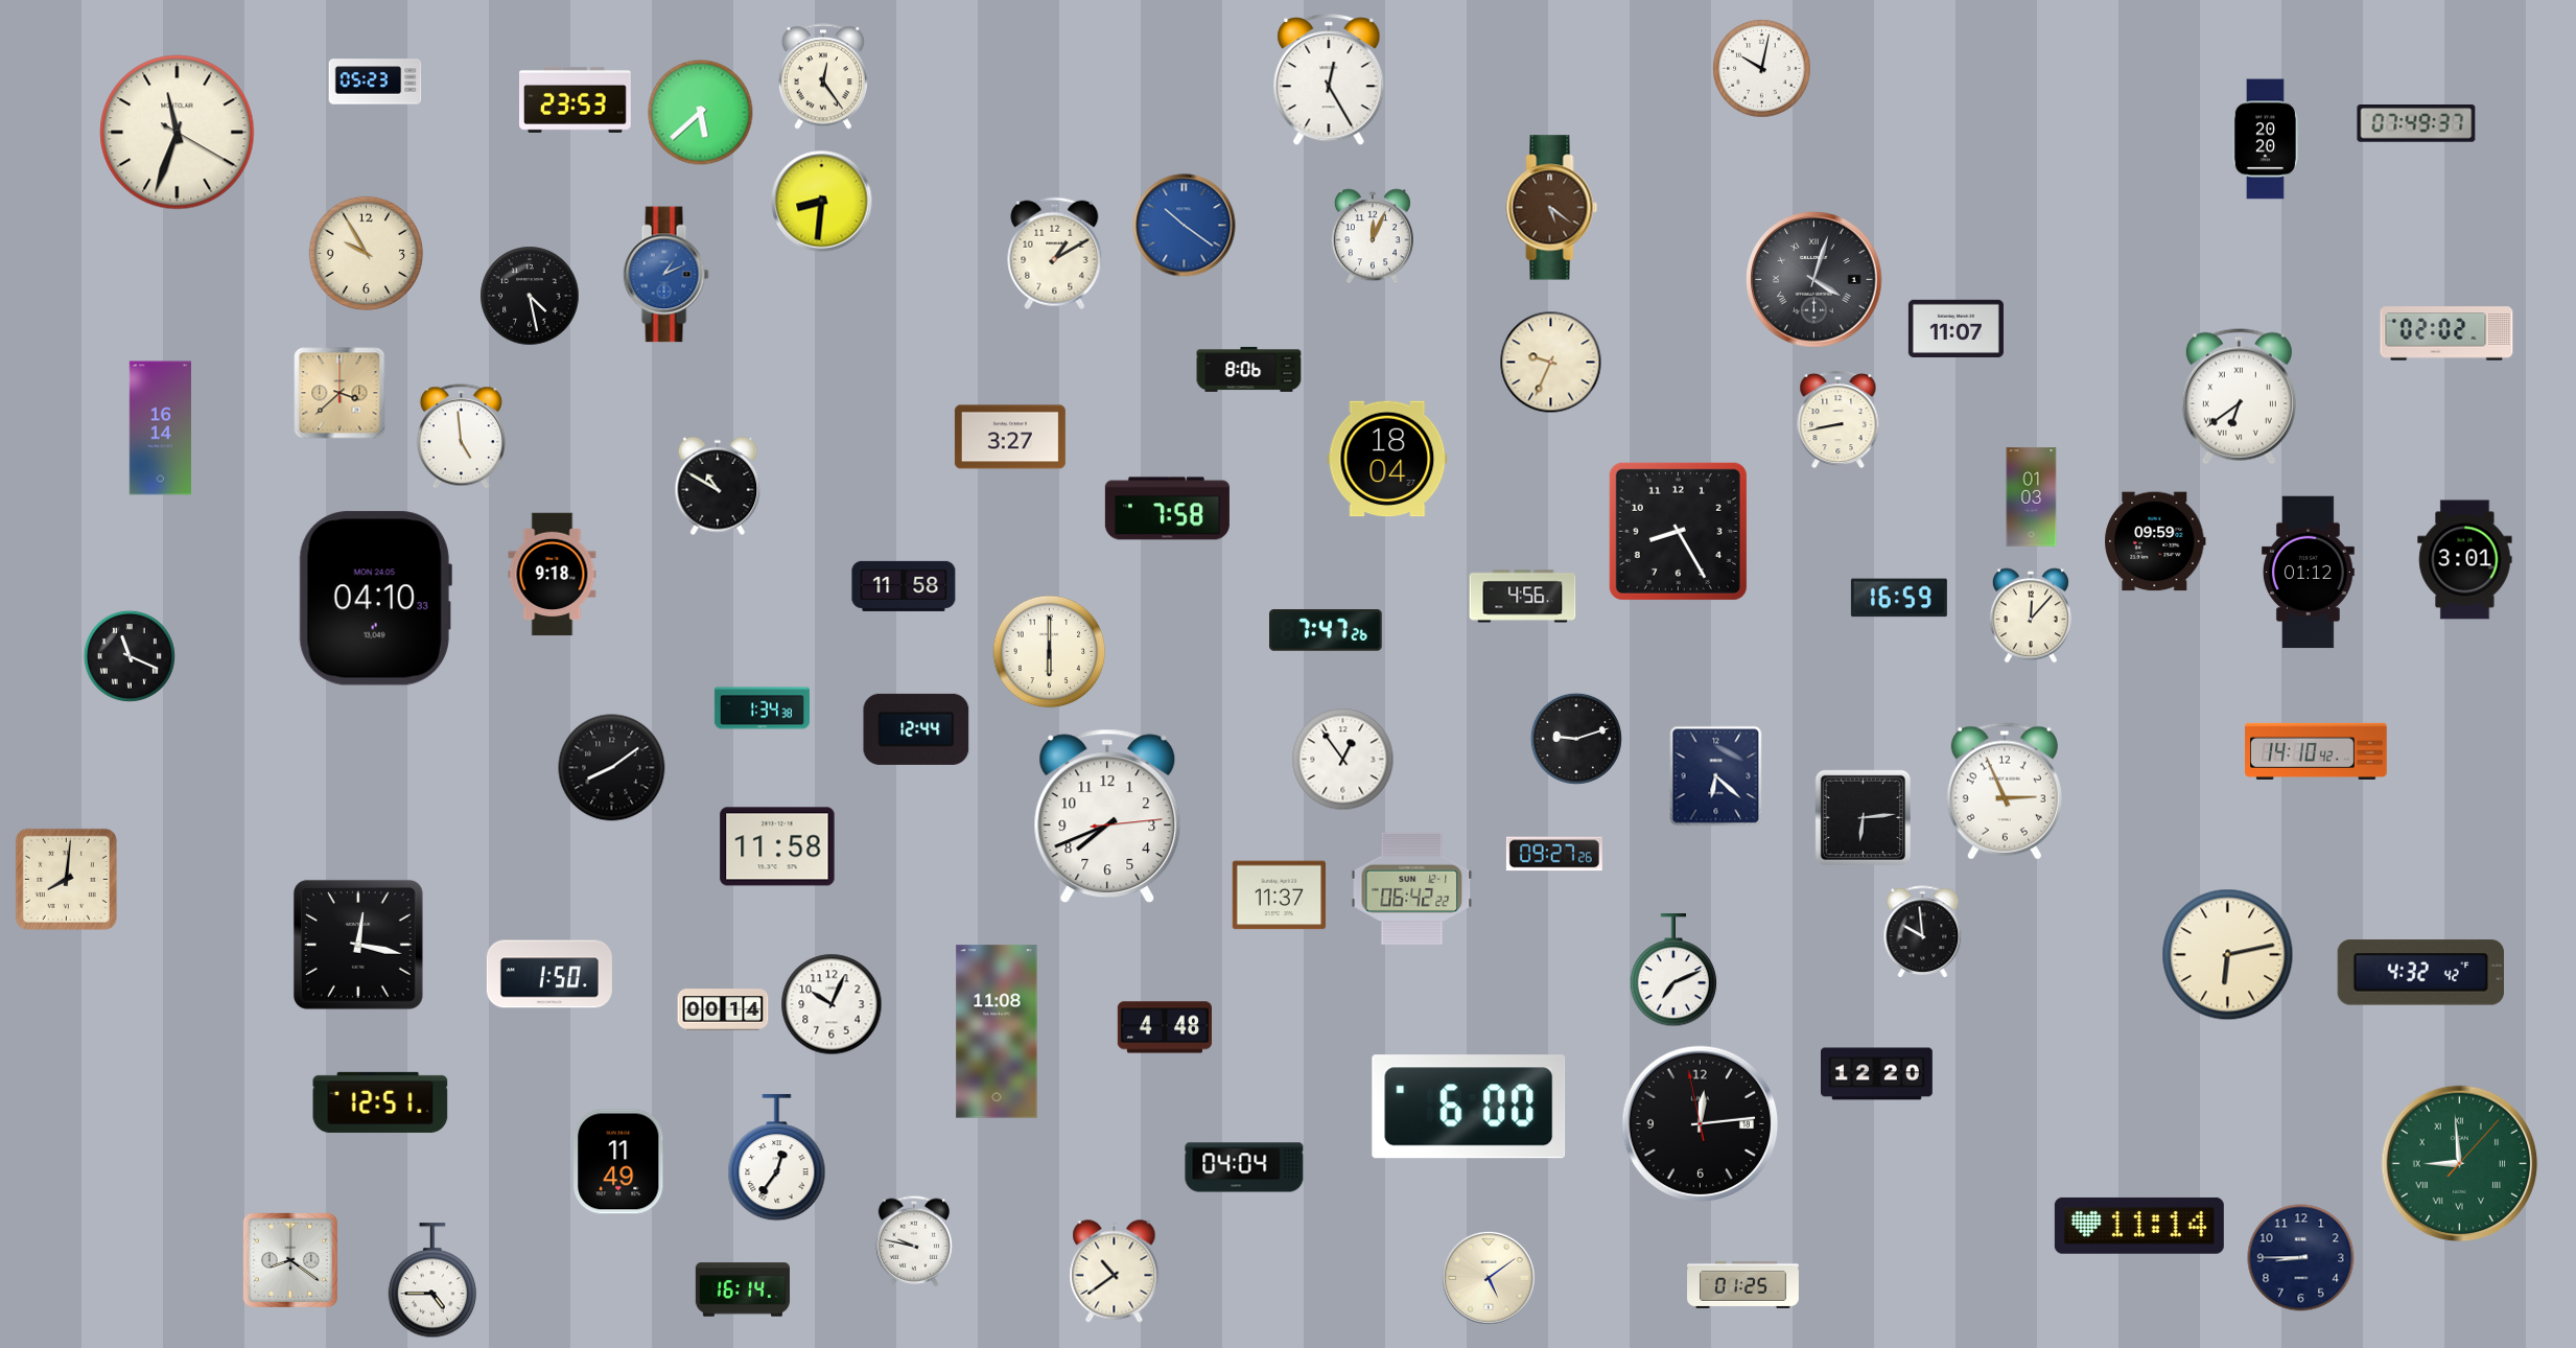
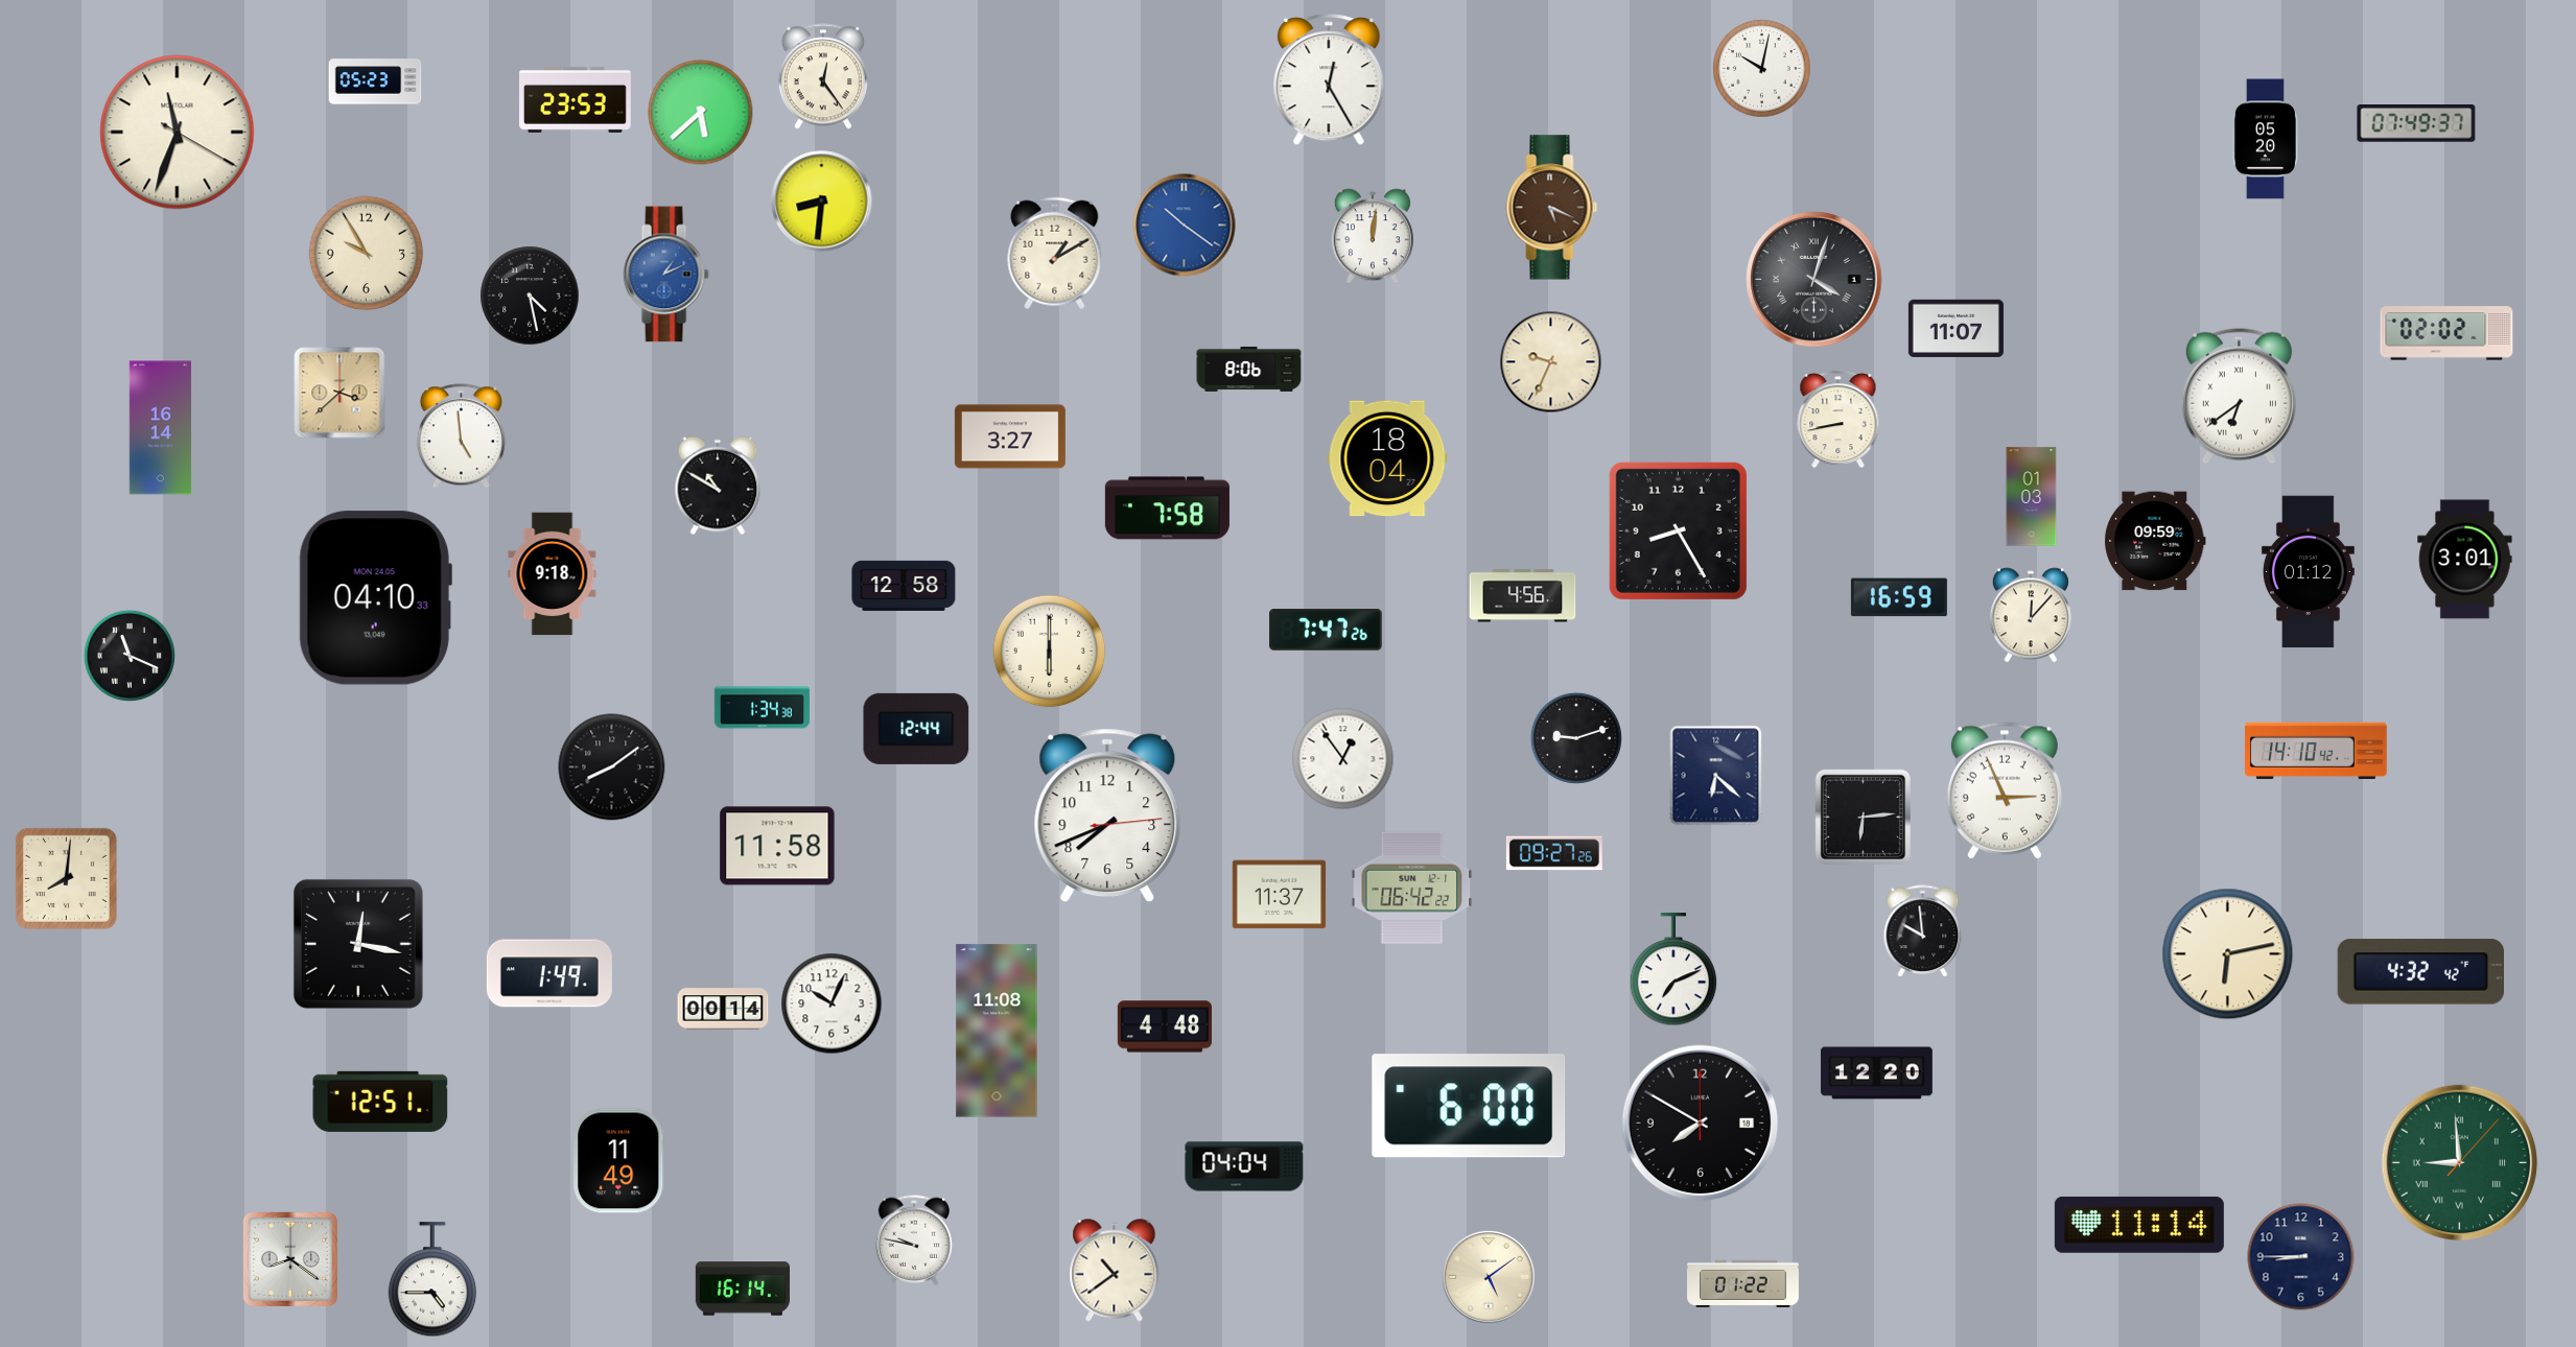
clock at (2265, 139): 20:20 -> 05:20
clock at (1552, 208): 5:21 -> 5:19
clock at (1373, 236): 12:04 -> 12:01
clock at (904, 586): 11:58 -> 12:58
clock at (549, 974): 1:50 -> 1:49
clock at (1701, 1124): 12:13 -> 7:50
clock at (777, 1158): 12:36 -> none
clock at (1743, 1284): 01:25 -> 01:22
